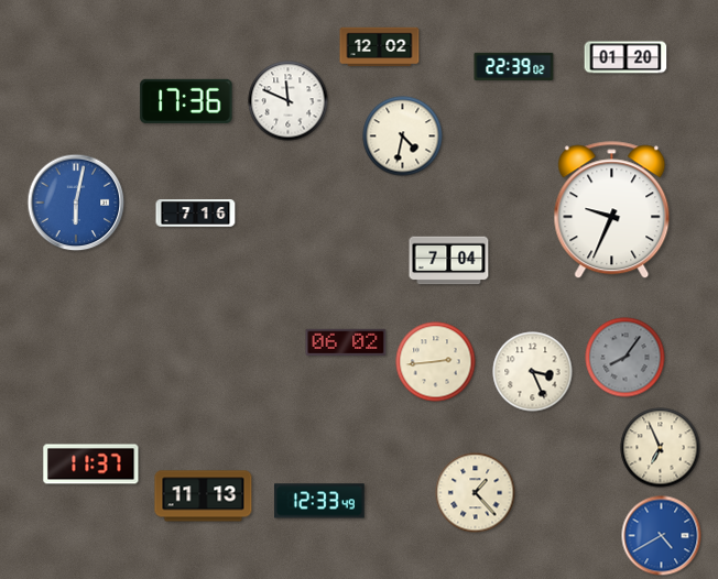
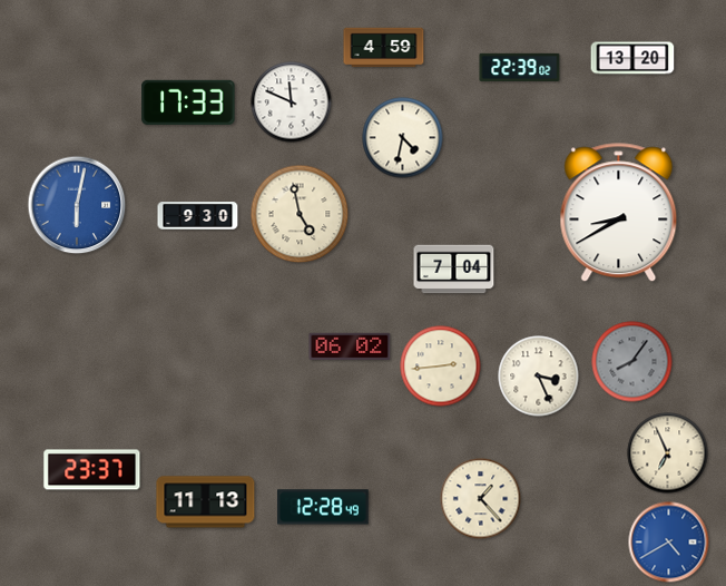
clock at (380, 47): 12:02 -> 4:59
clock at (625, 57): 01:20 -> 13:20
clock at (186, 101): 17:36 -> 17:33
clock at (403, 136) position: (403, 136) -> (403, 138)
clock at (612, 210): 9:34 -> 8:40
clock at (300, 214): none -> 4:58
clock at (196, 214): 7:16 -> 9:30
clock at (449, 261) position: (449, 261) -> (454, 270)
clock at (91, 465): 11:37 -> 23:37
clock at (320, 501): 12:33 -> 12:28
